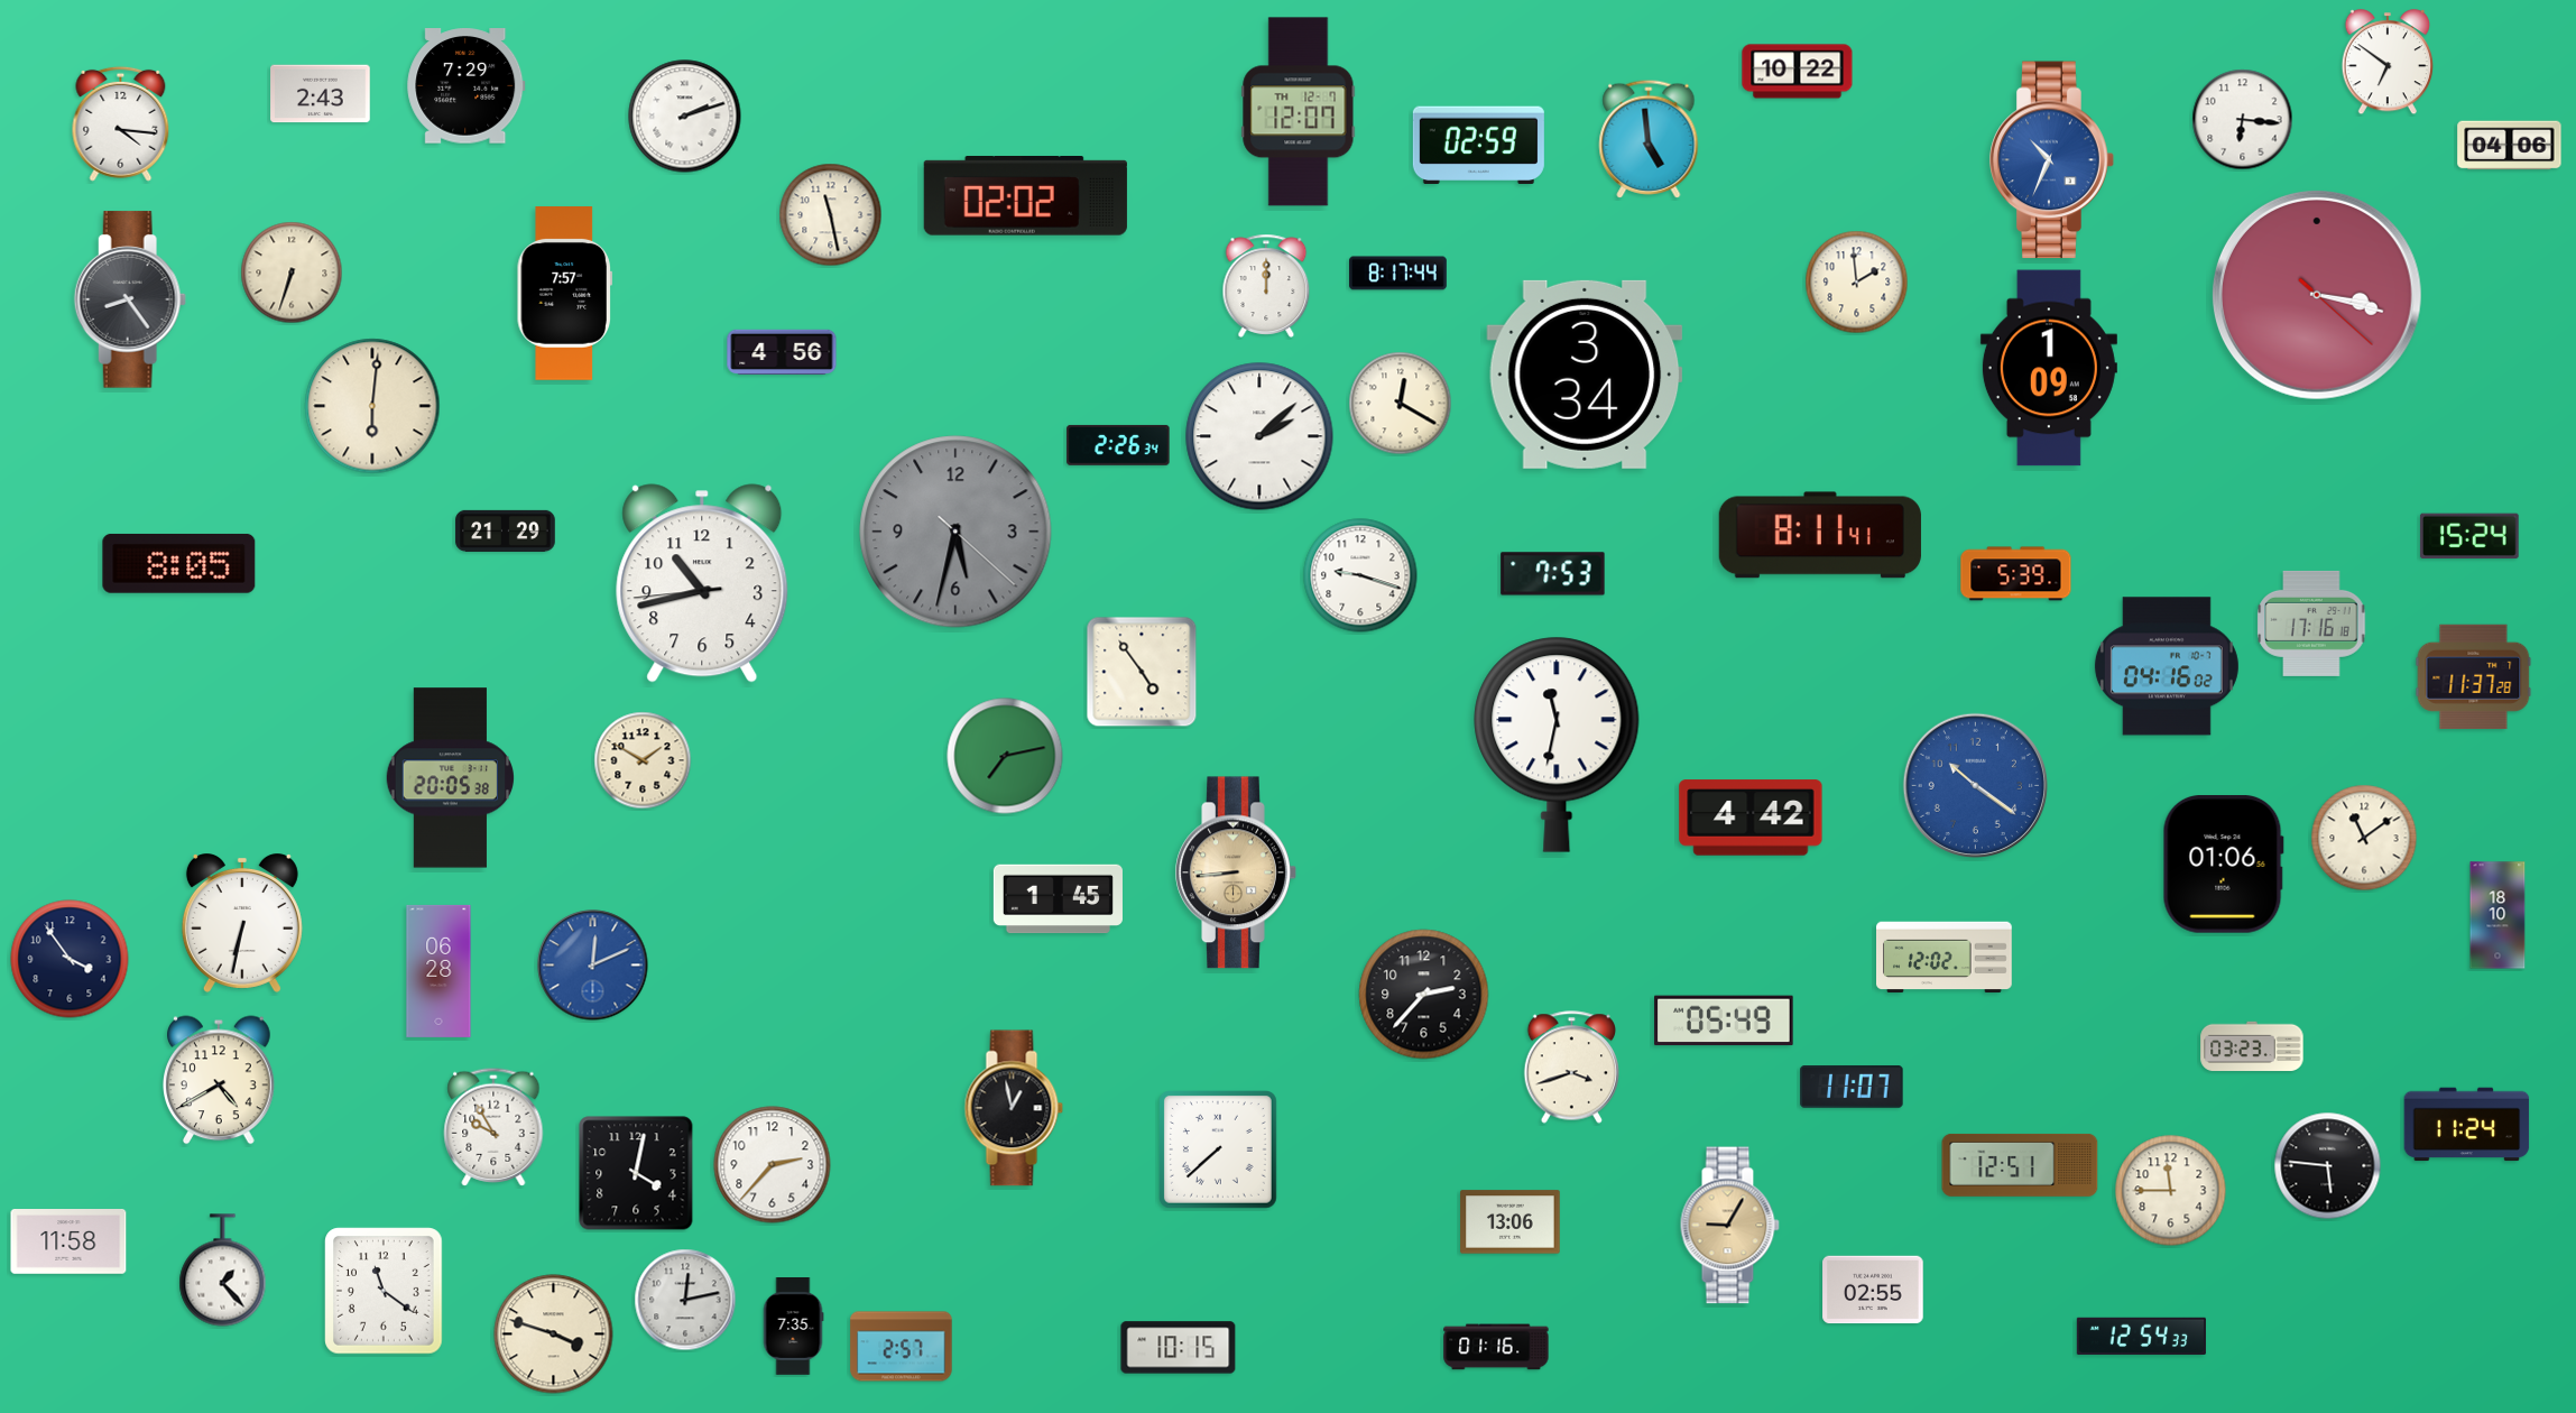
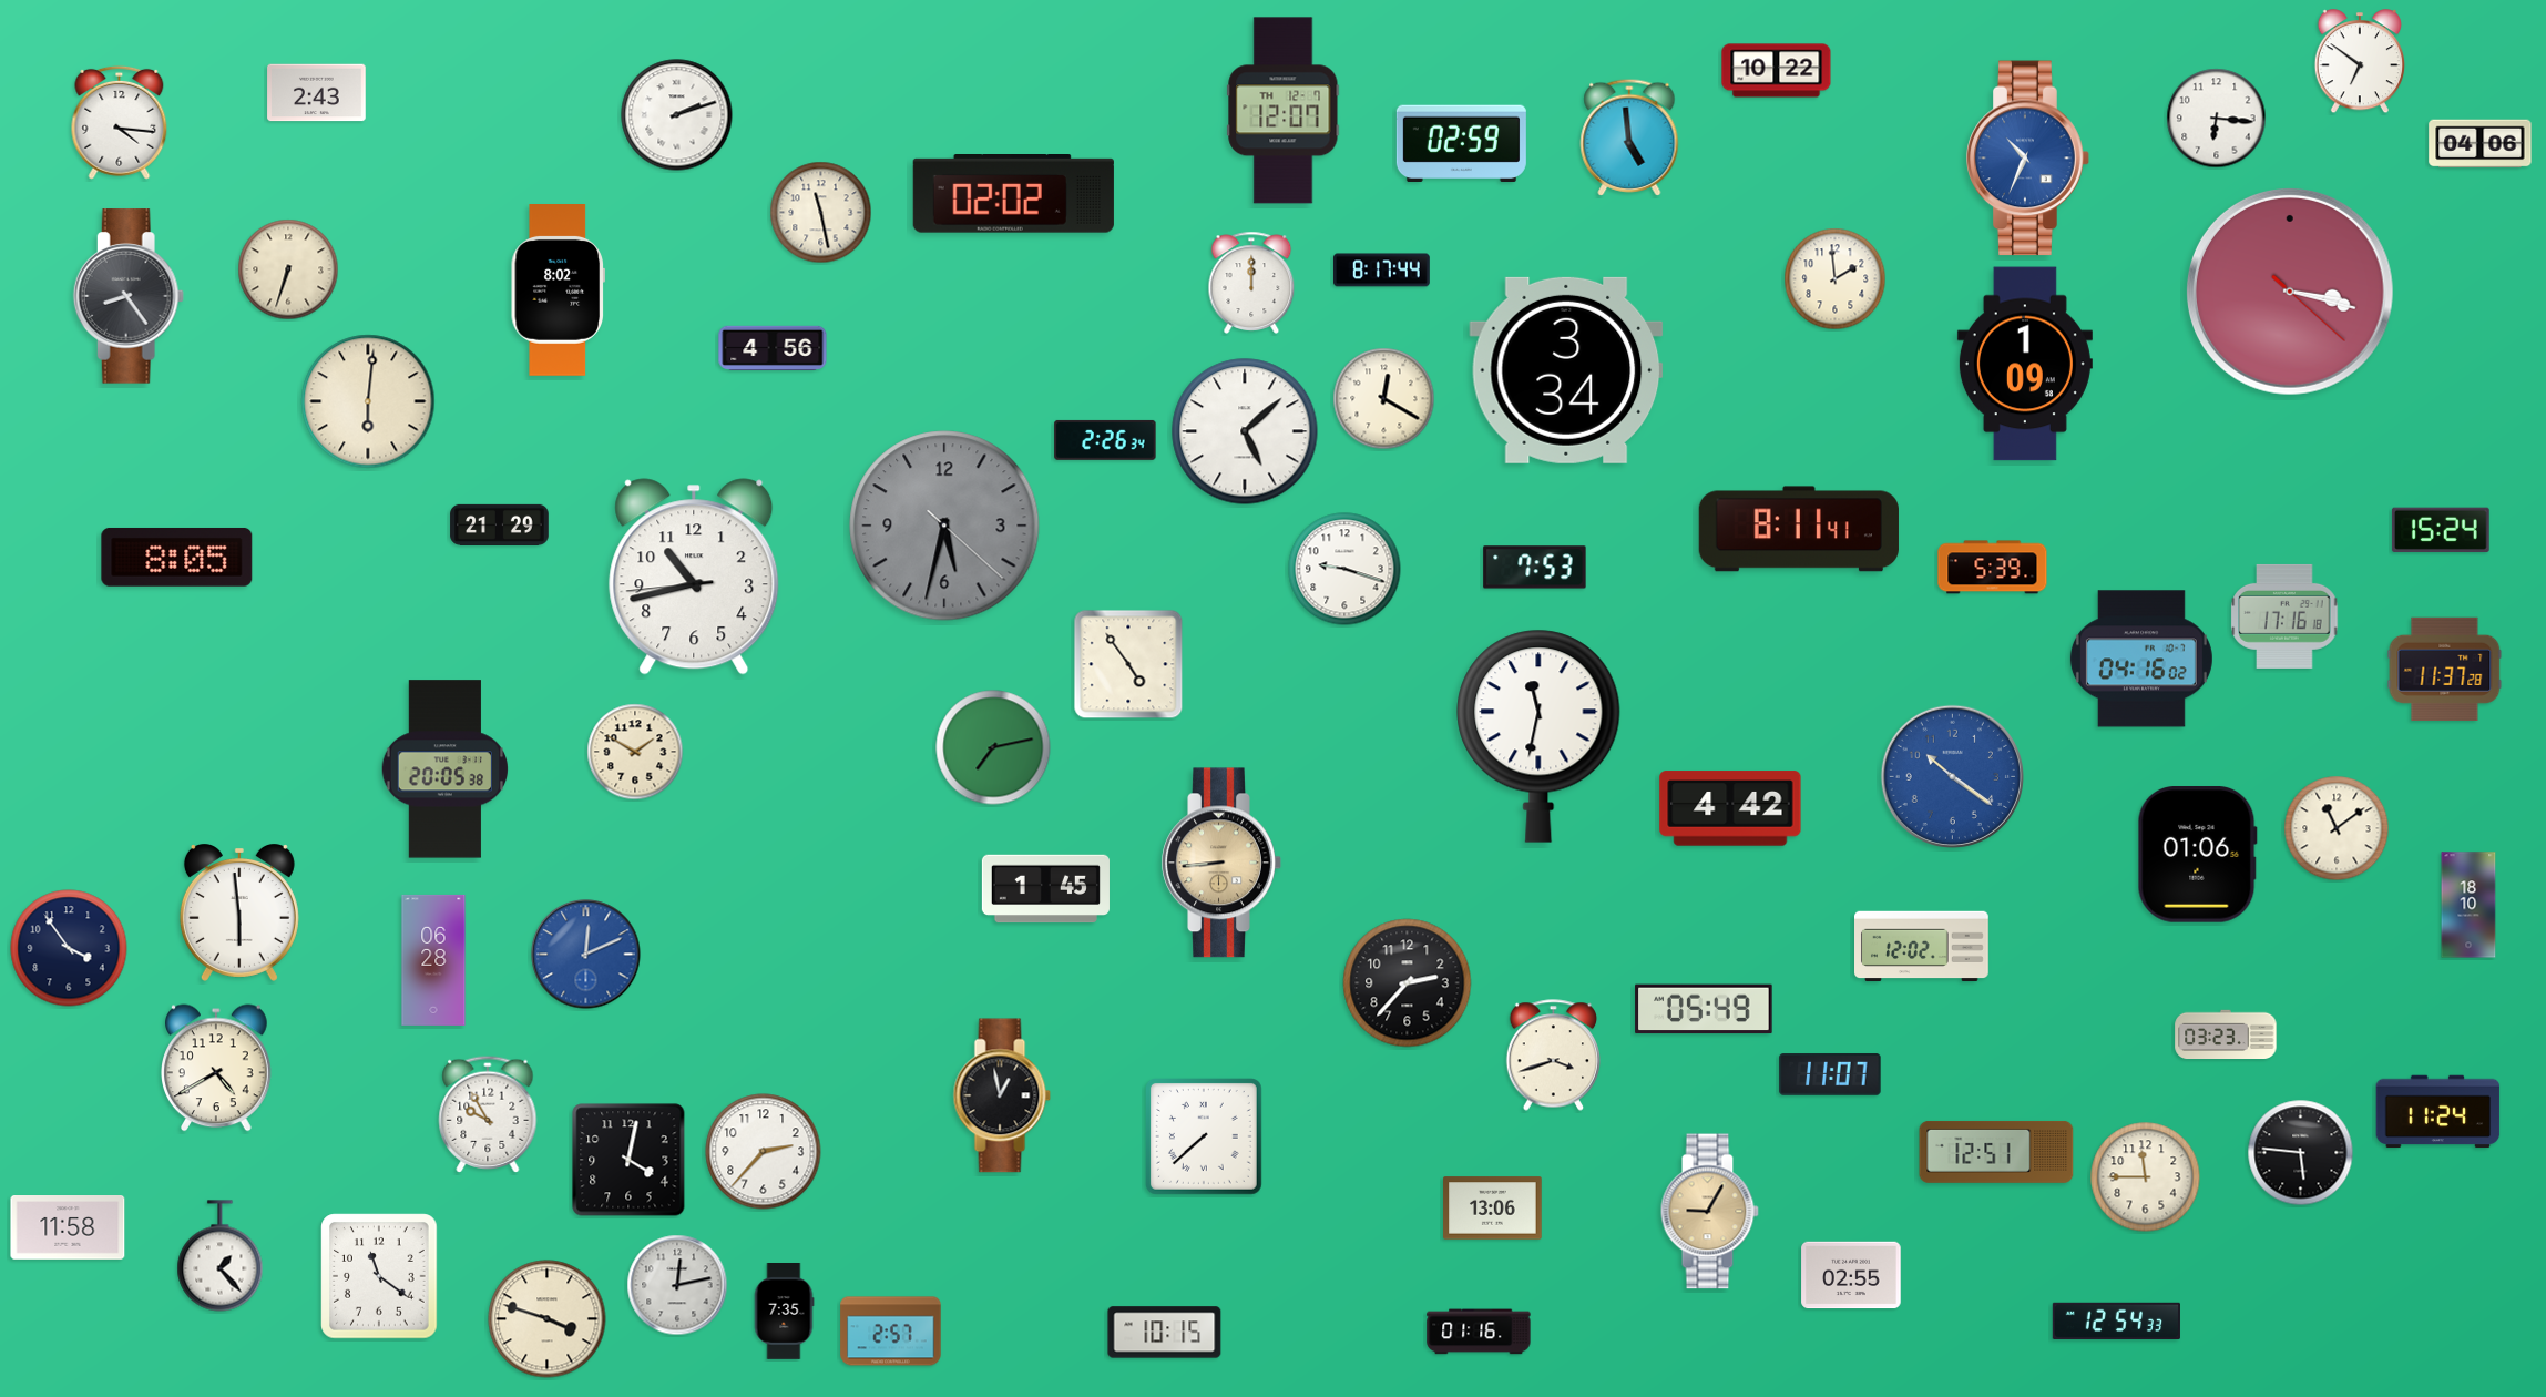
clock at (467, 86): 7:29 -> none
clock at (564, 294): 7:57 -> 8:02
clock at (1259, 436): 2:08 -> 5:08
clock at (242, 924): 6:32 -> 5:59
